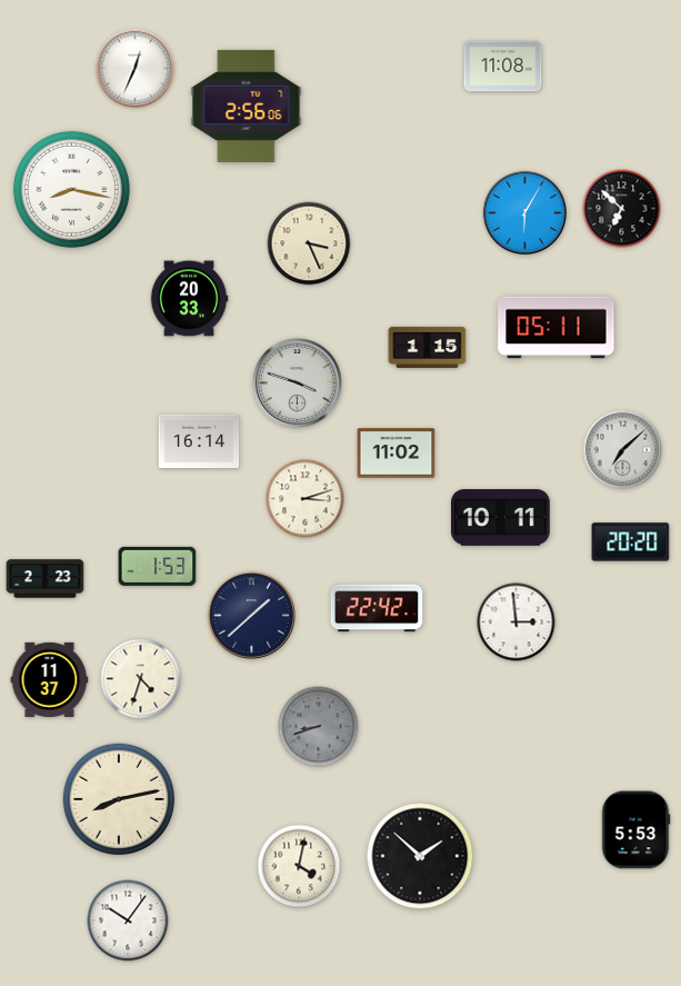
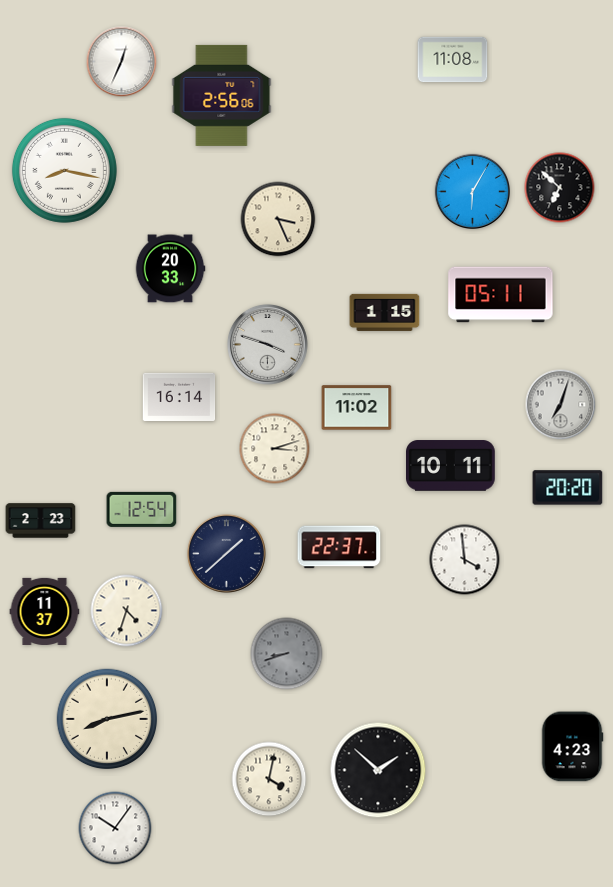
clock at (623, 450): 7:08 -> 7:03
clock at (158, 566): 1:53 -> 12:54
clock at (377, 608): 22:42 -> 22:37
clock at (517, 623): 2:59 -> 3:59
clock at (635, 830): 5:53 -> 4:23
